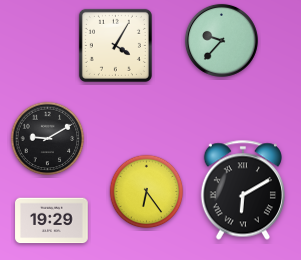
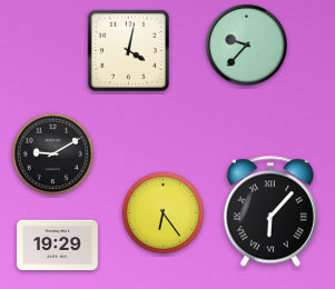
clock at (115, 45): 4:05 -> 4:02
clock at (242, 190): 6:10 -> 6:07
